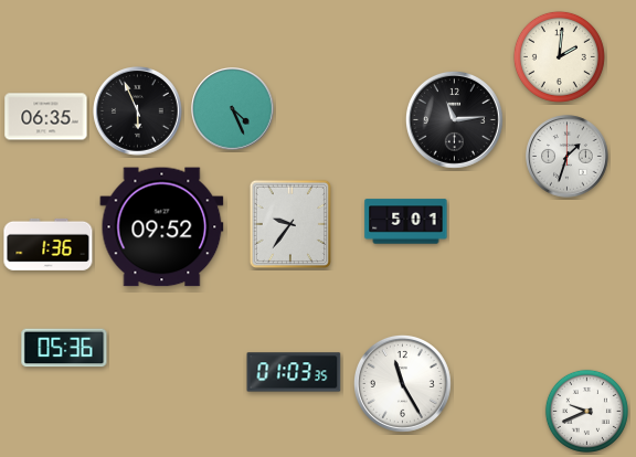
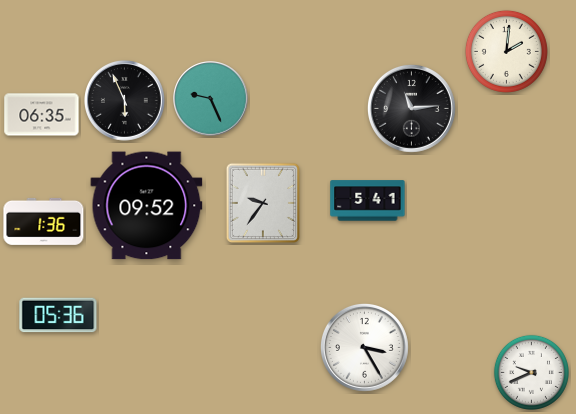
clock at (233, 109): 4:26 -> 9:26
clock at (46, 117) position: (46, 117) -> (42, 115)
clock at (568, 157): 1:33 -> none
clock at (406, 222): 5:01 -> 5:41
clock at (294, 372): 01:03 -> none
clock at (402, 383): 11:25 -> 3:25
